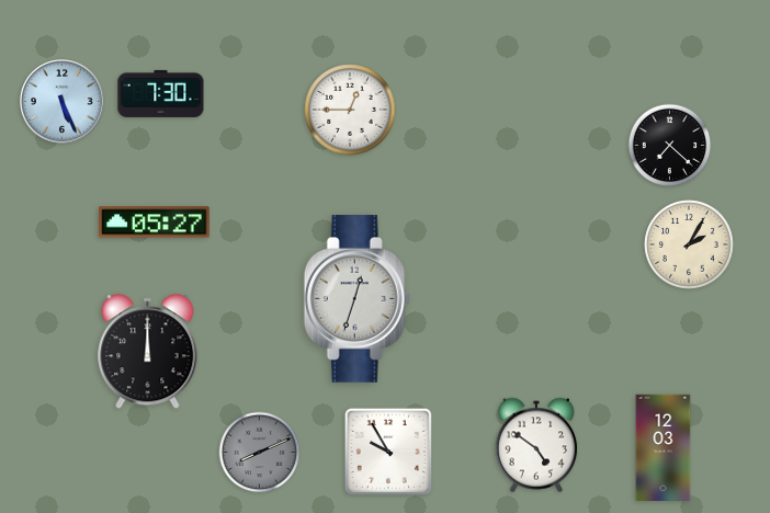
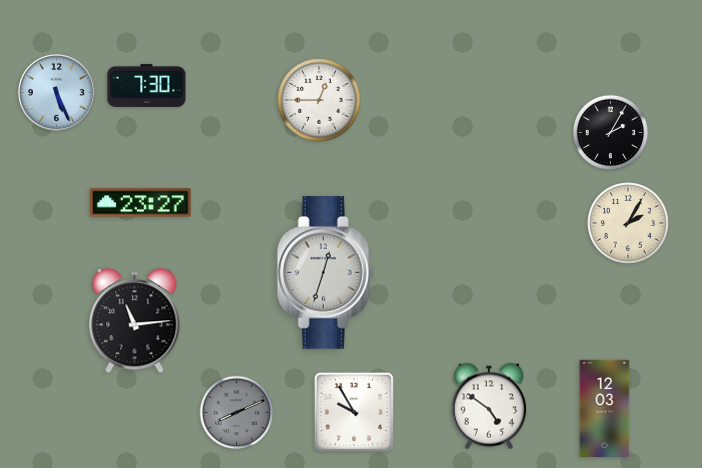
clock at (670, 146): 7:22 -> 2:05
clock at (155, 223): 05:27 -> 23:27
clock at (148, 352): 12:00 -> 11:14
